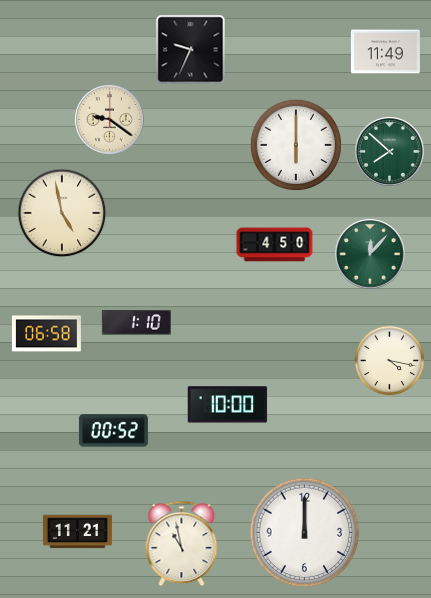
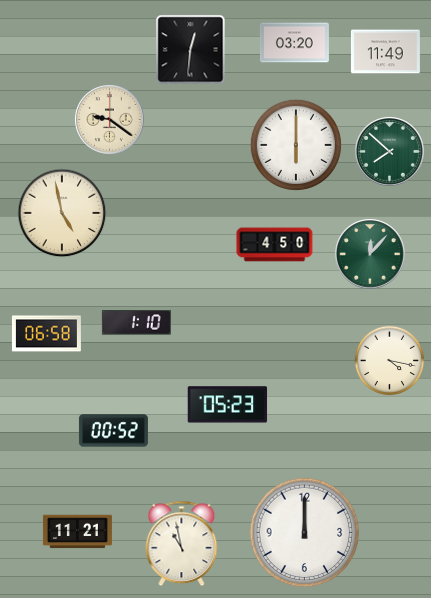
clock at (294, 43): none -> 03:20
clock at (191, 50): 9:34 -> 12:31
clock at (228, 405): 10:00 -> 05:23
